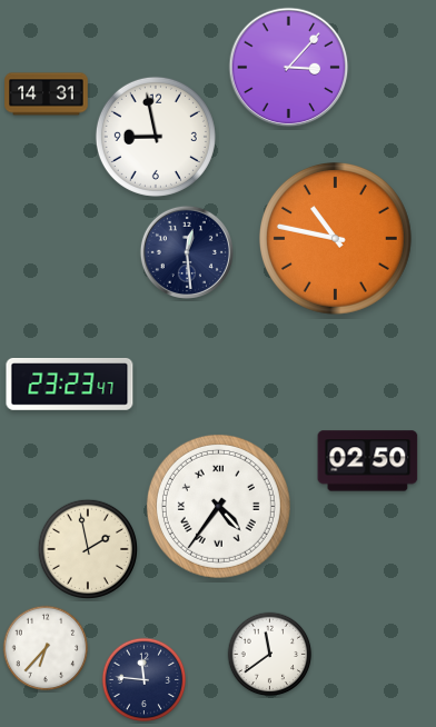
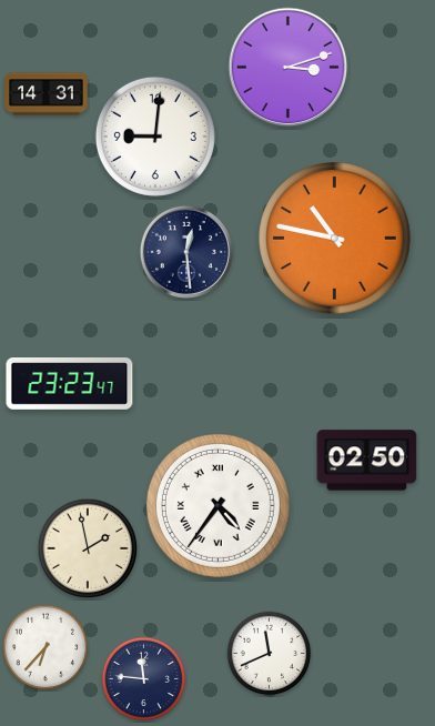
clock at (289, 68): 3:07 -> 3:12
clock at (156, 137): 8:58 -> 9:01
clock at (270, 655): 11:39 -> 11:41
